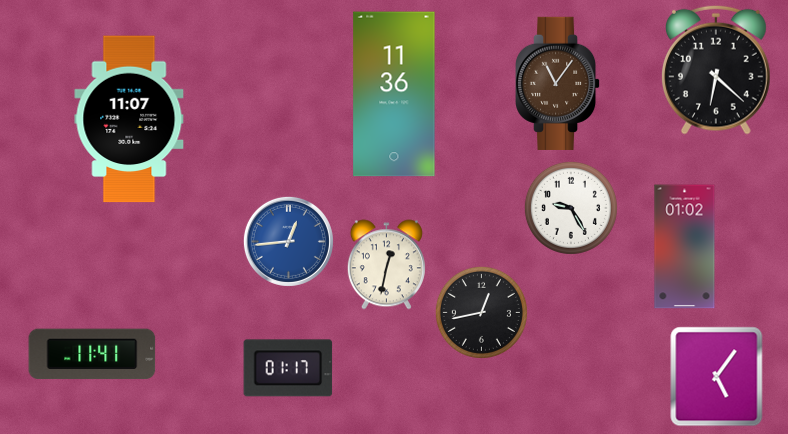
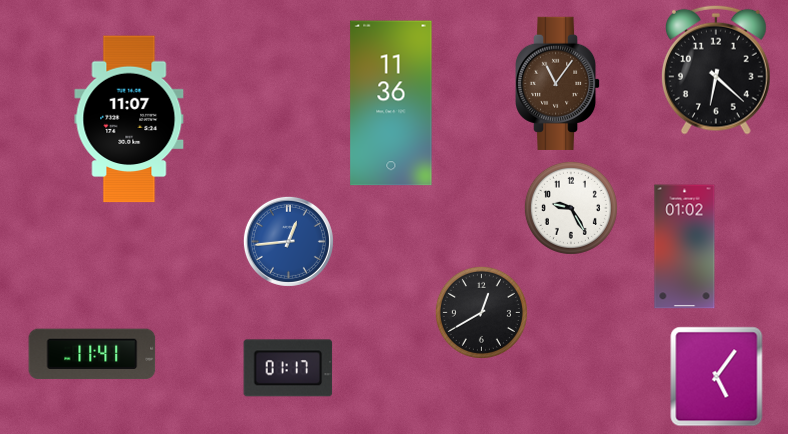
clock at (394, 94) position: (394, 94) -> (391, 103)
clock at (386, 265): 12:32 -> none
clock at (481, 312): 12:43 -> 12:40
